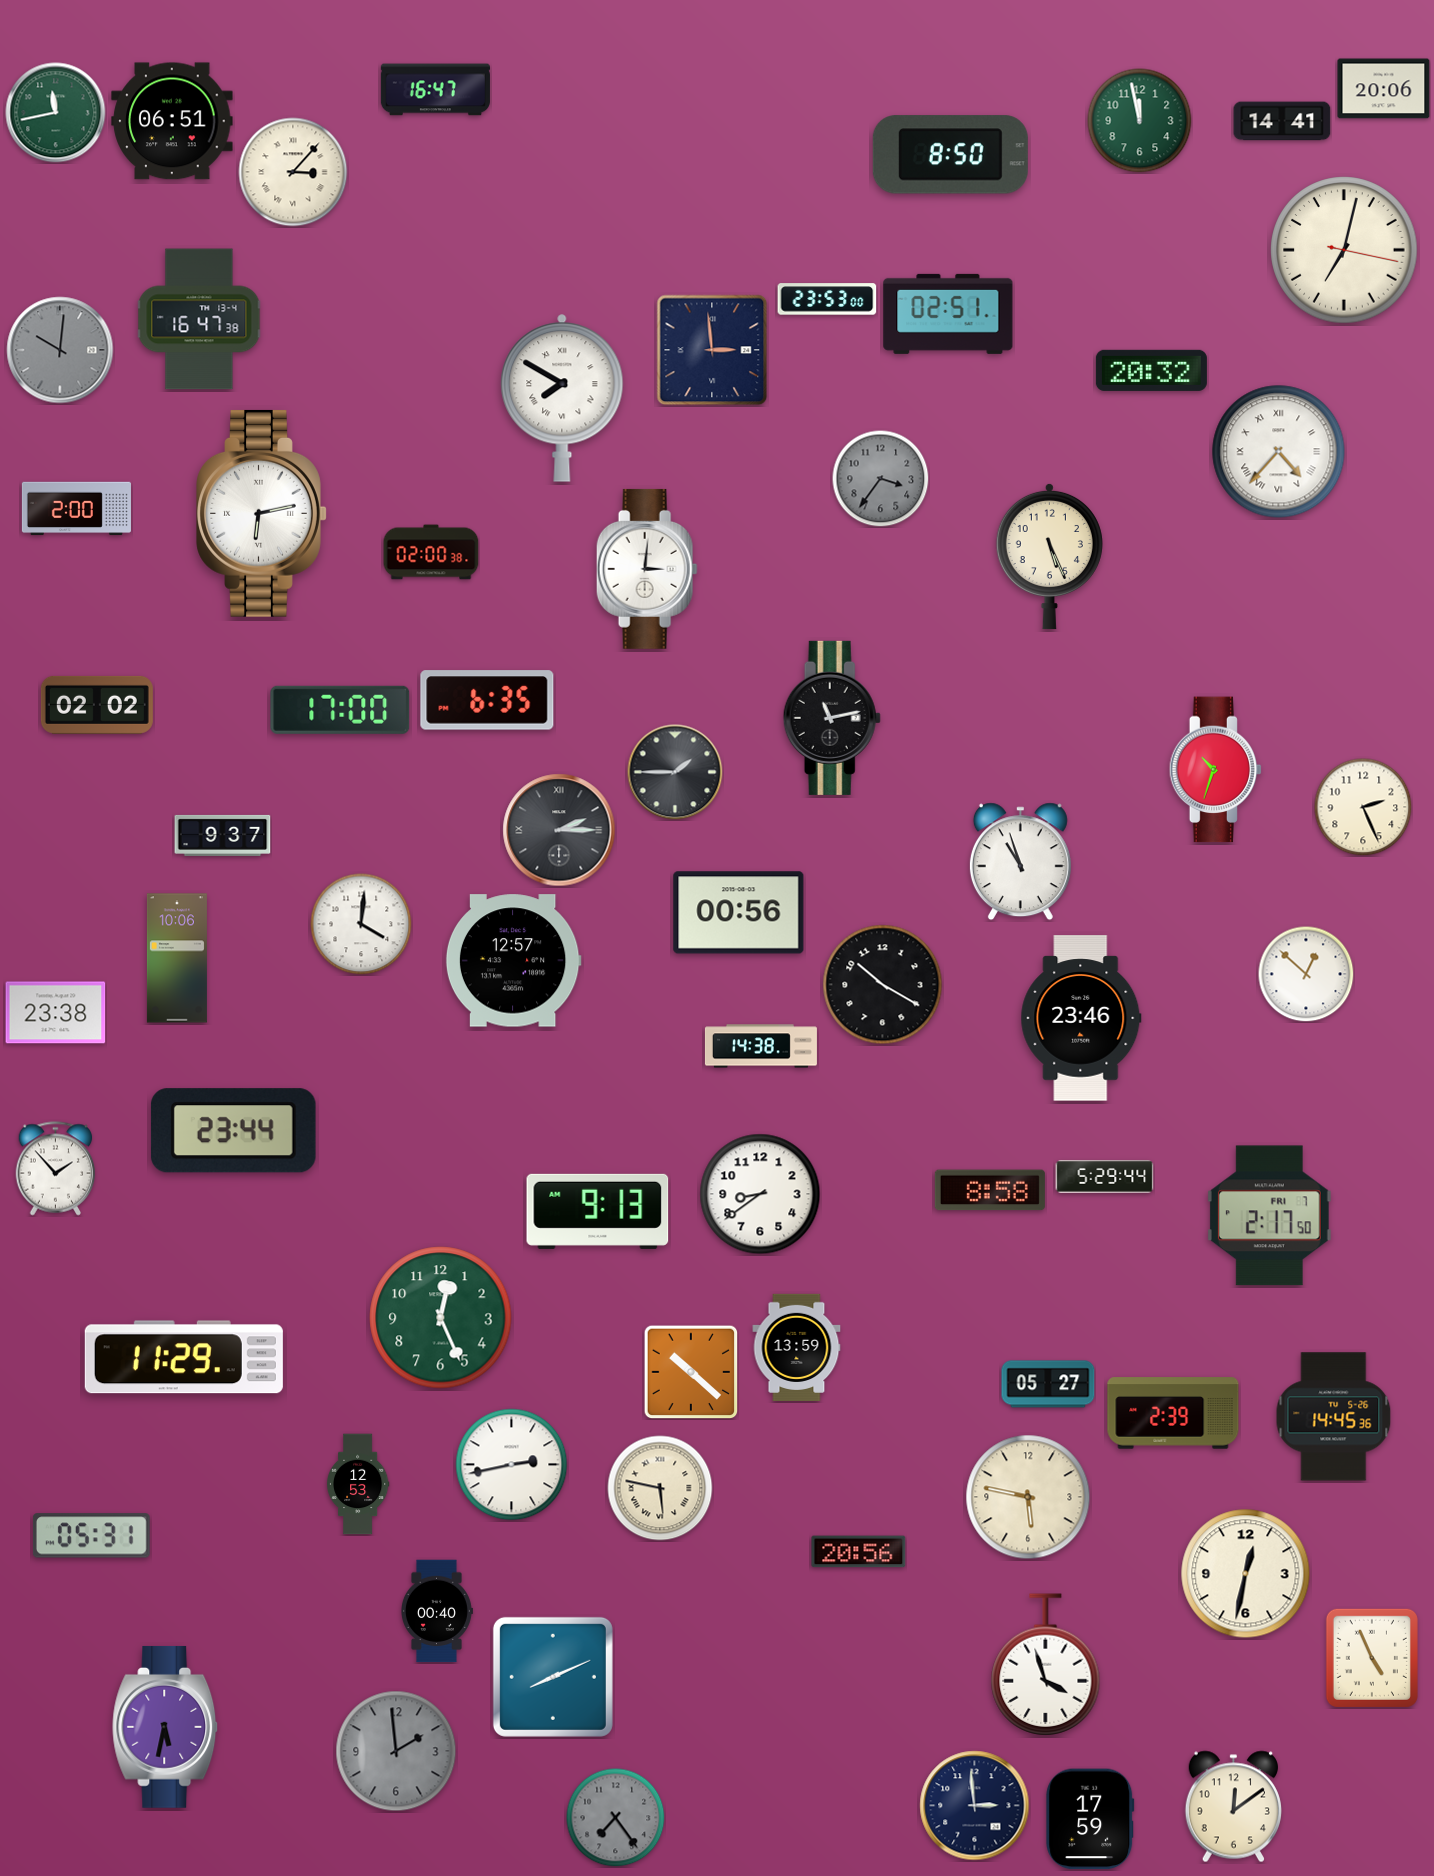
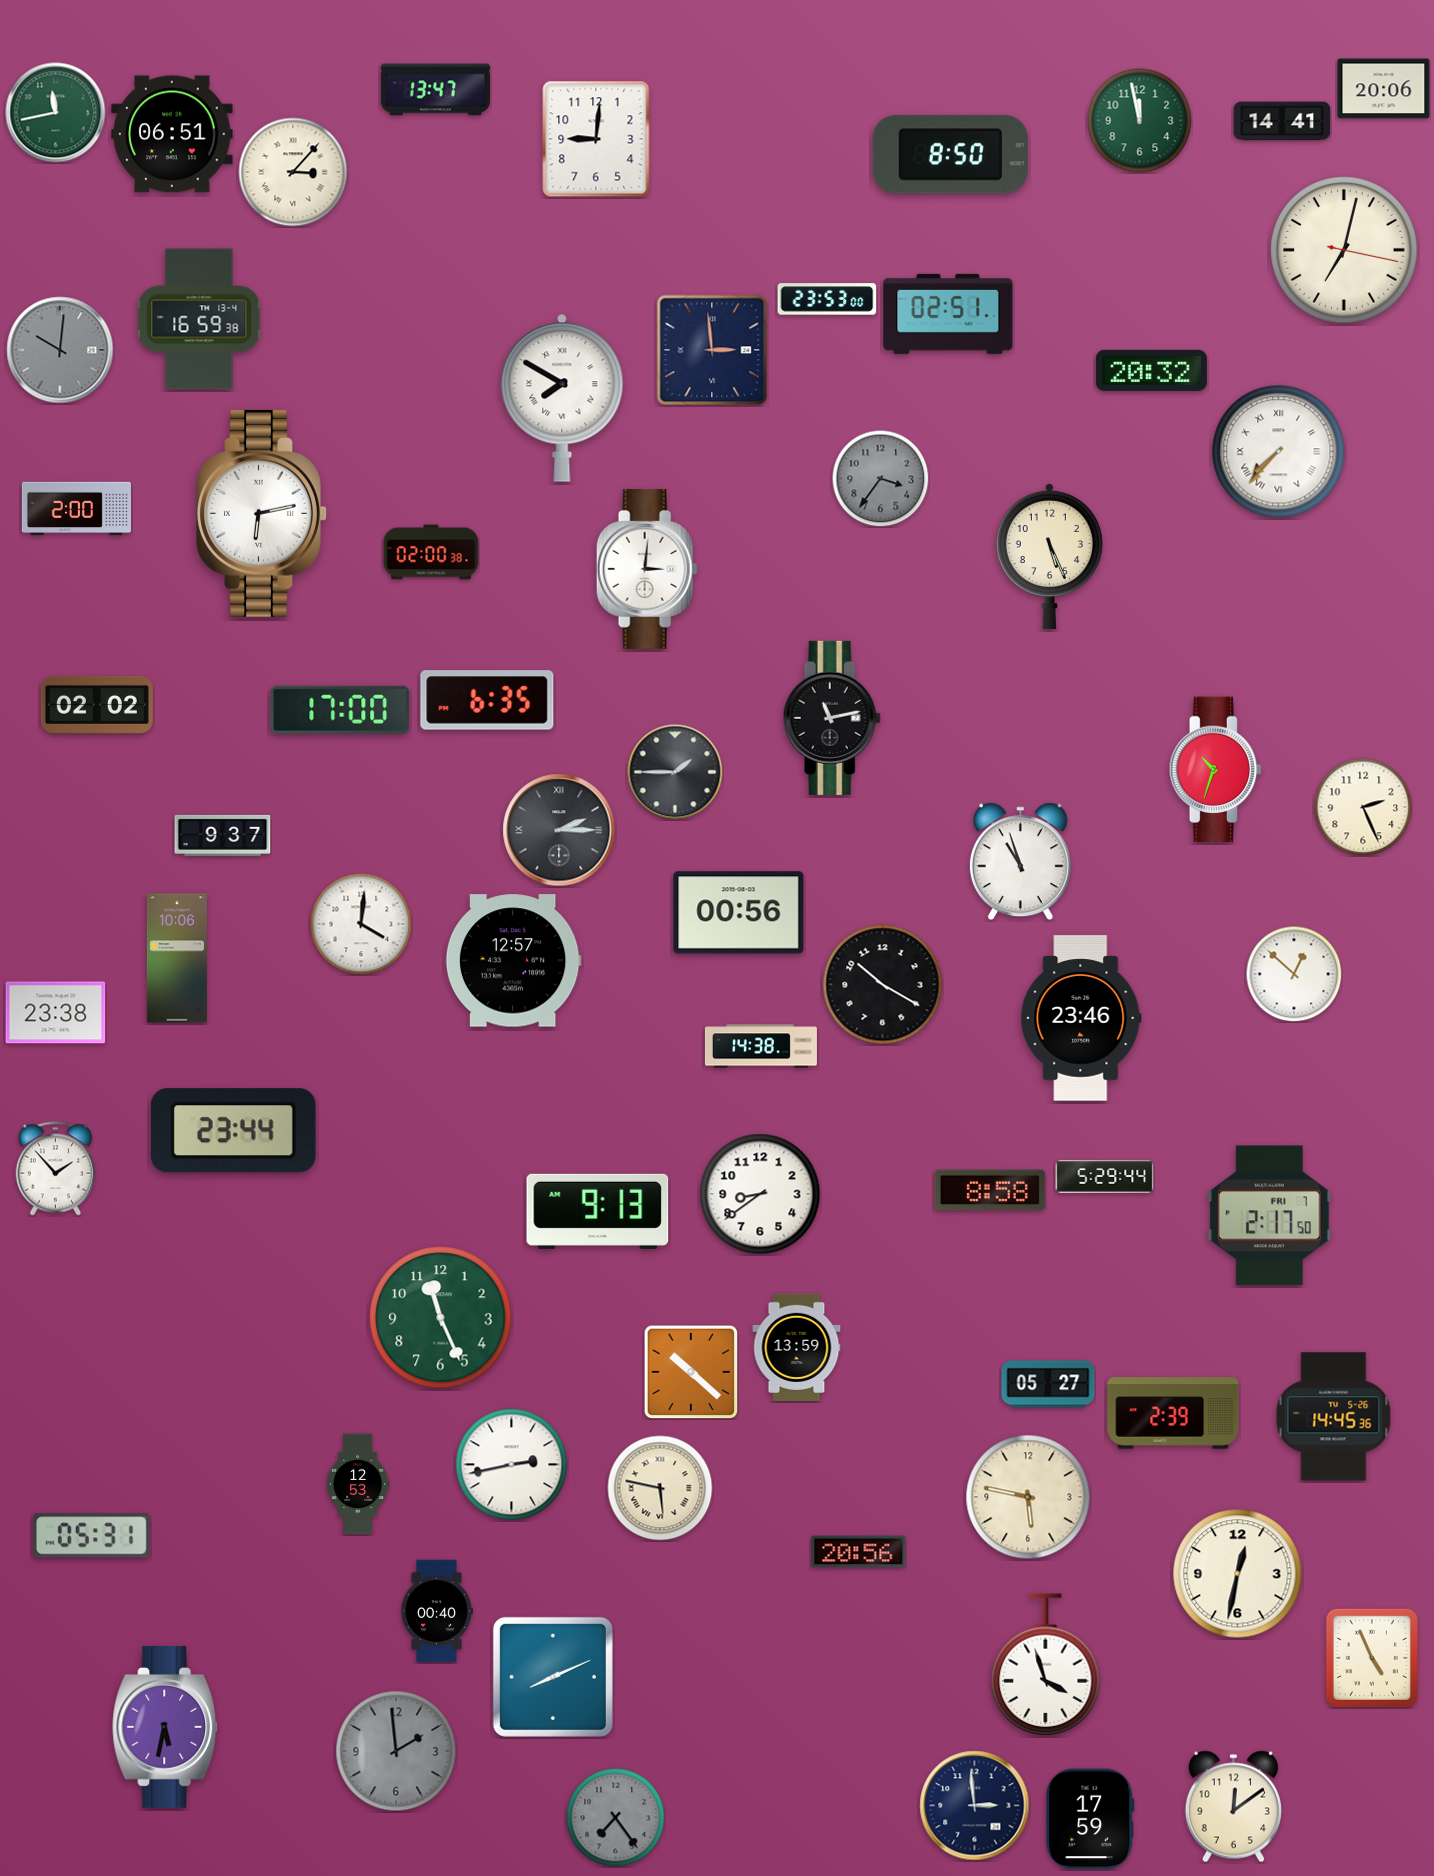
clock at (435, 90): 16:47 -> 13:47
clock at (172, 121) position: (172, 121) -> (172, 134)
clock at (596, 139): none -> 9:01
clock at (199, 319): 16:47 -> 16:59
clock at (1279, 452): 4:37 -> 7:37
clock at (1306, 974) position: (1306, 974) -> (1294, 974)
clock at (441, 1318): 12:26 -> 11:26
clock at (184, 1357): 11:29 -> none
clock at (1246, 1574) position: (1246, 1574) -> (1238, 1574)
